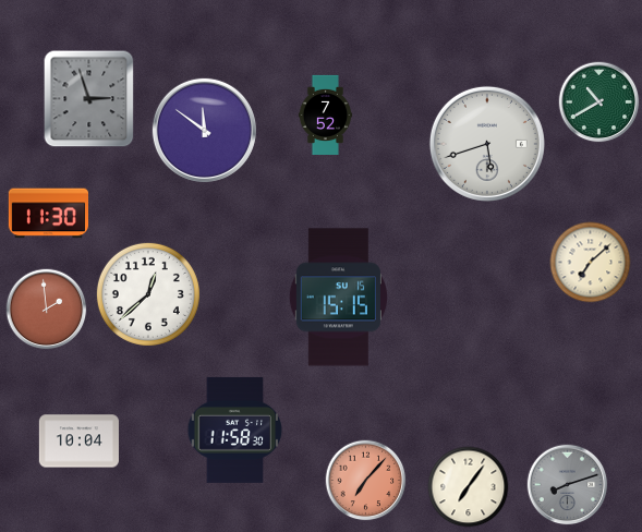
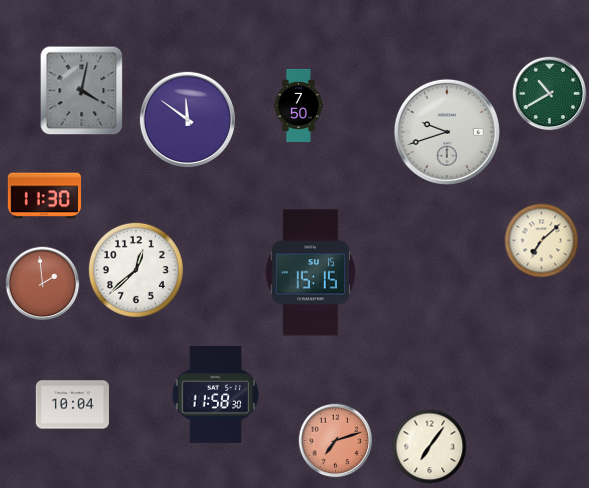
clock at (89, 99): 2:57 -> 4:02
clock at (326, 114): 7:52 -> 7:50
clock at (487, 144): 5:42 -> 9:42
clock at (366, 481): 7:07 -> 7:12
clock at (568, 485): 8:12 -> none
